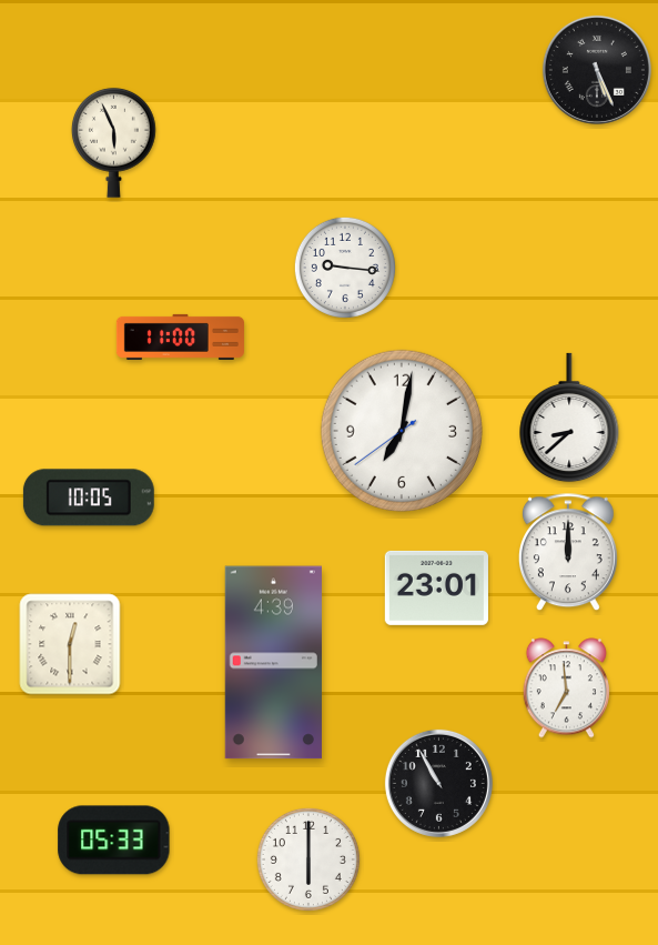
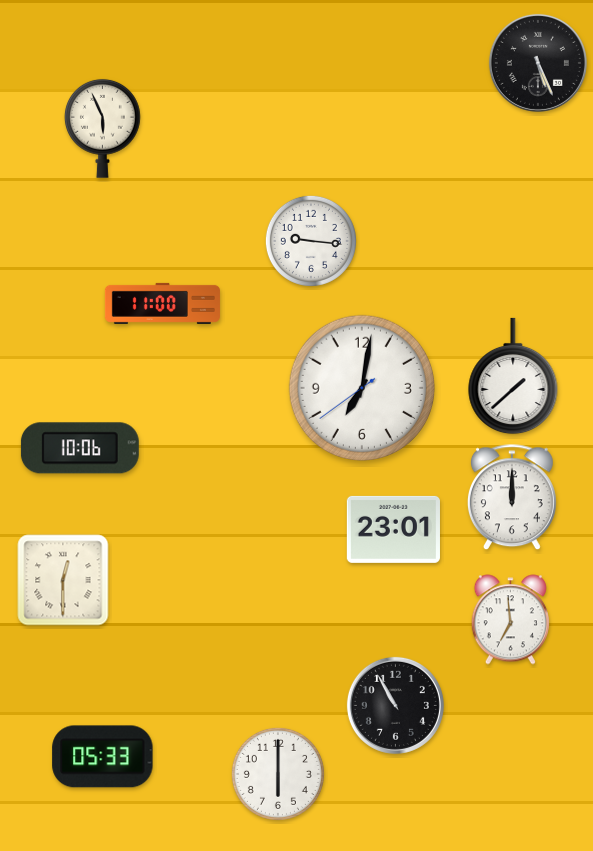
clock at (569, 418): 8:38 -> 1:38
clock at (89, 497): 10:05 -> 10:06
clock at (273, 663): 4:39 -> none
